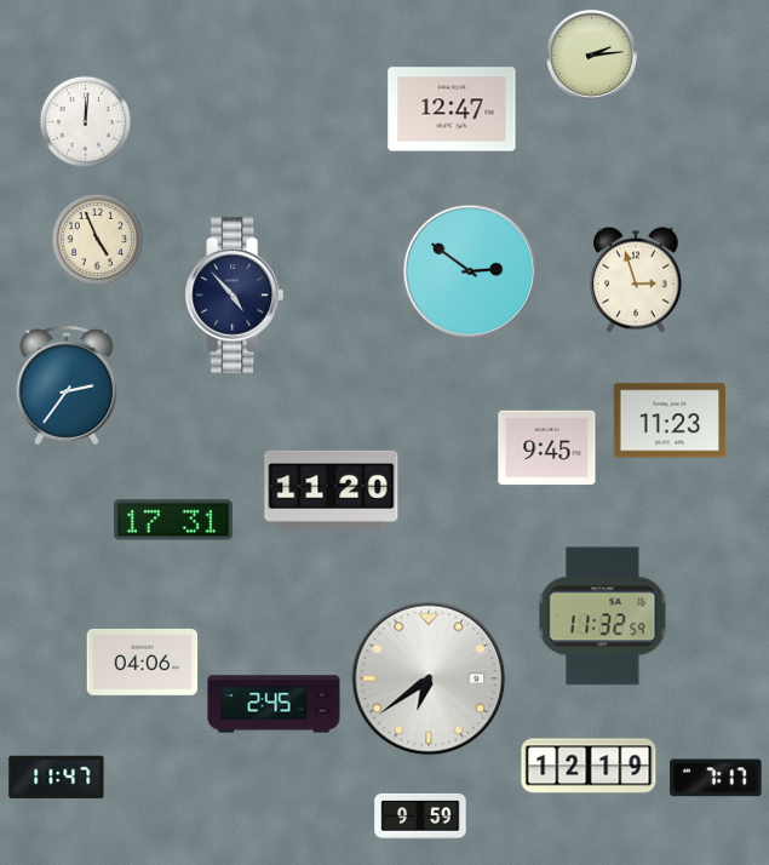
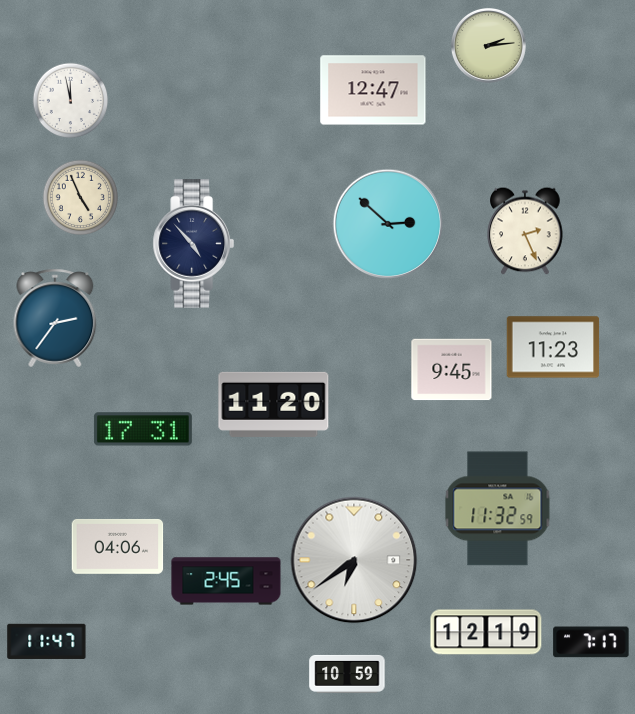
clock at (86, 122): 12:01 -> 11:58
clock at (470, 271): 2:51 -> 2:52
clock at (636, 280): 2:57 -> 2:26
clock at (420, 817): 9:59 -> 10:59
